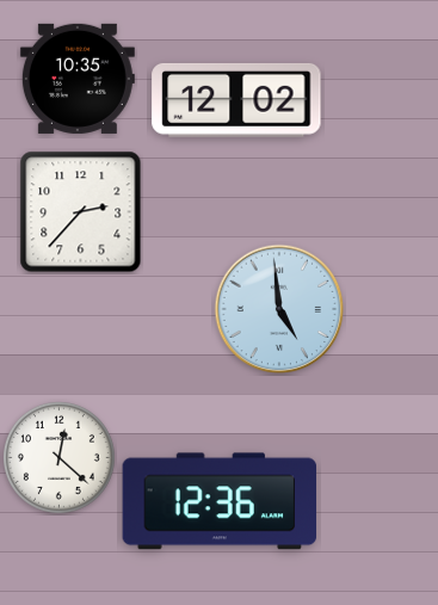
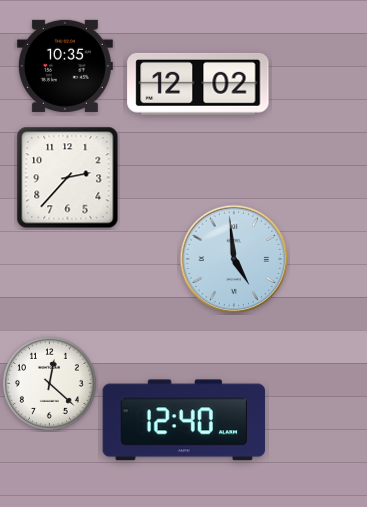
clock at (218, 501): 12:36 -> 12:40
